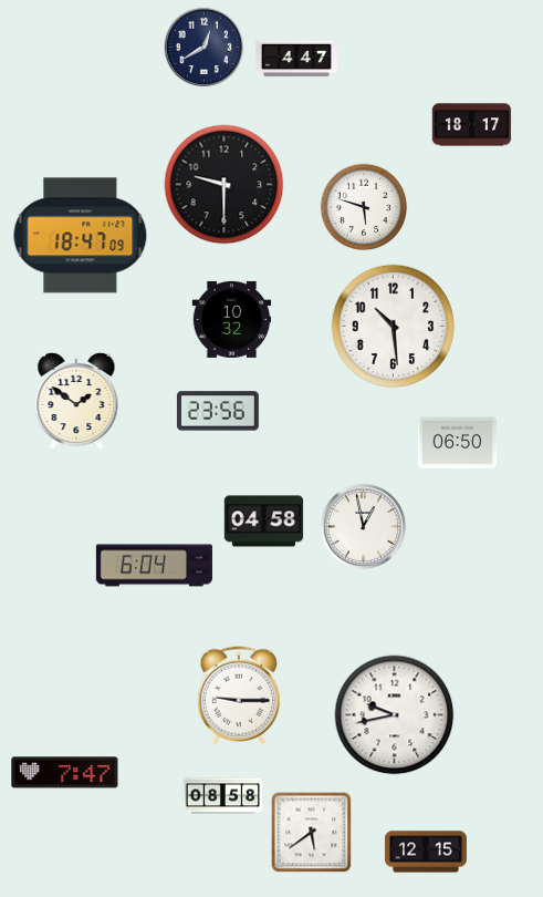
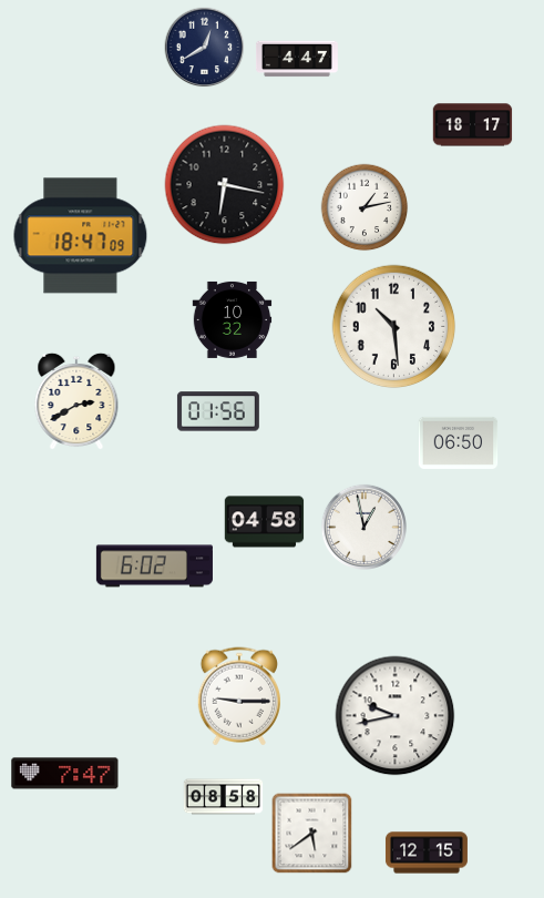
clock at (224, 185): 9:30 -> 6:17
clock at (364, 207): 5:48 -> 1:13
clock at (76, 401): 1:51 -> 2:40
clock at (218, 411): 23:56 -> 01:56
clock at (154, 566): 6:04 -> 6:02
